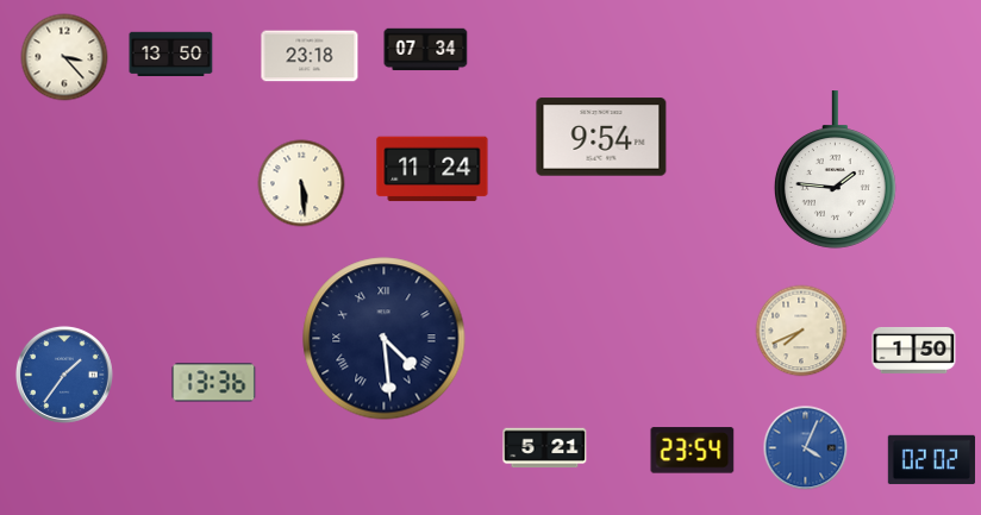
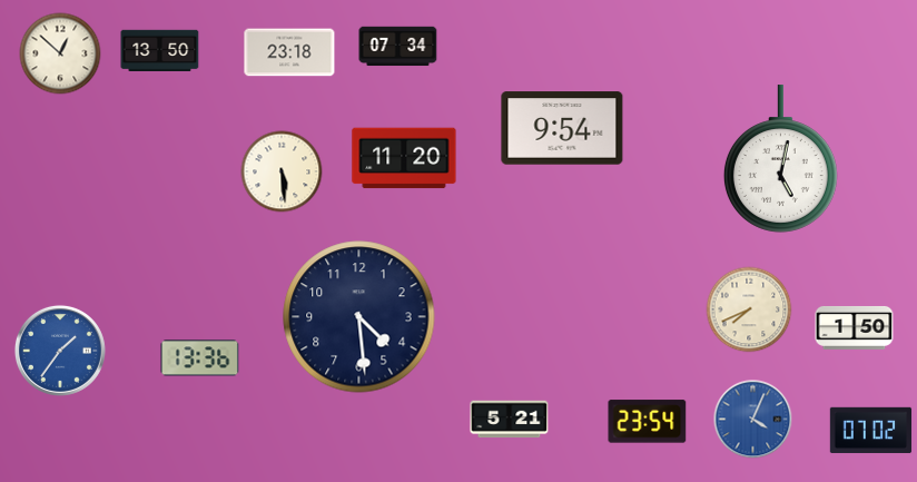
clock at (64, 57): 3:23 -> 12:52
clock at (432, 169): 11:24 -> 11:20
clock at (835, 170): 1:46 -> 5:02
clock at (385, 339) numerals: Roman -> Arabic
clock at (932, 460): 02:02 -> 07:02
